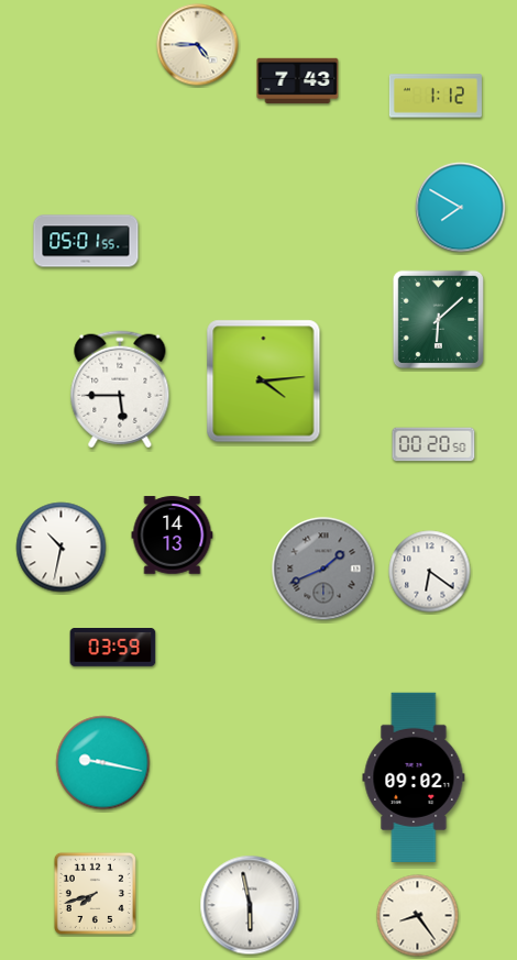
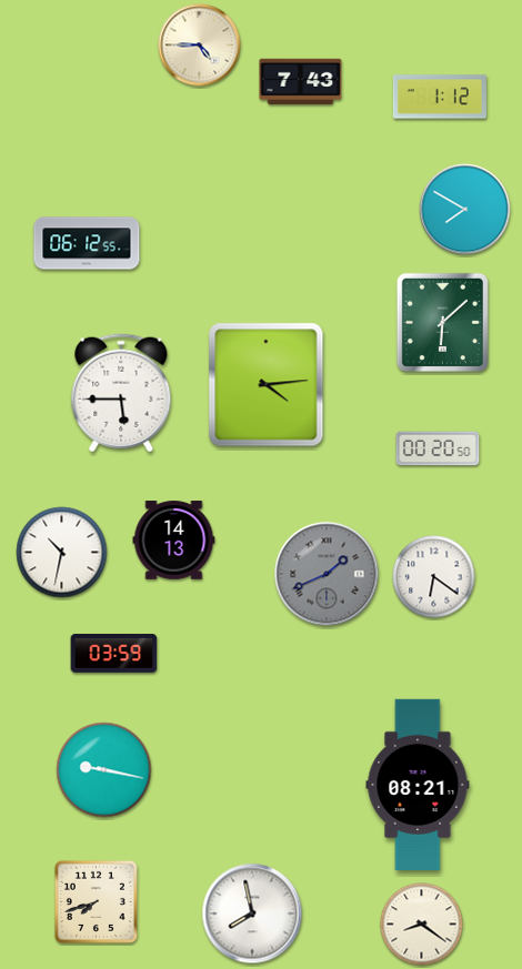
clock at (86, 241): 05:01 -> 06:12
clock at (414, 777): 09:02 -> 08:21
clock at (250, 905): 5:58 -> 7:58
clock at (418, 916): 8:24 -> 8:21
